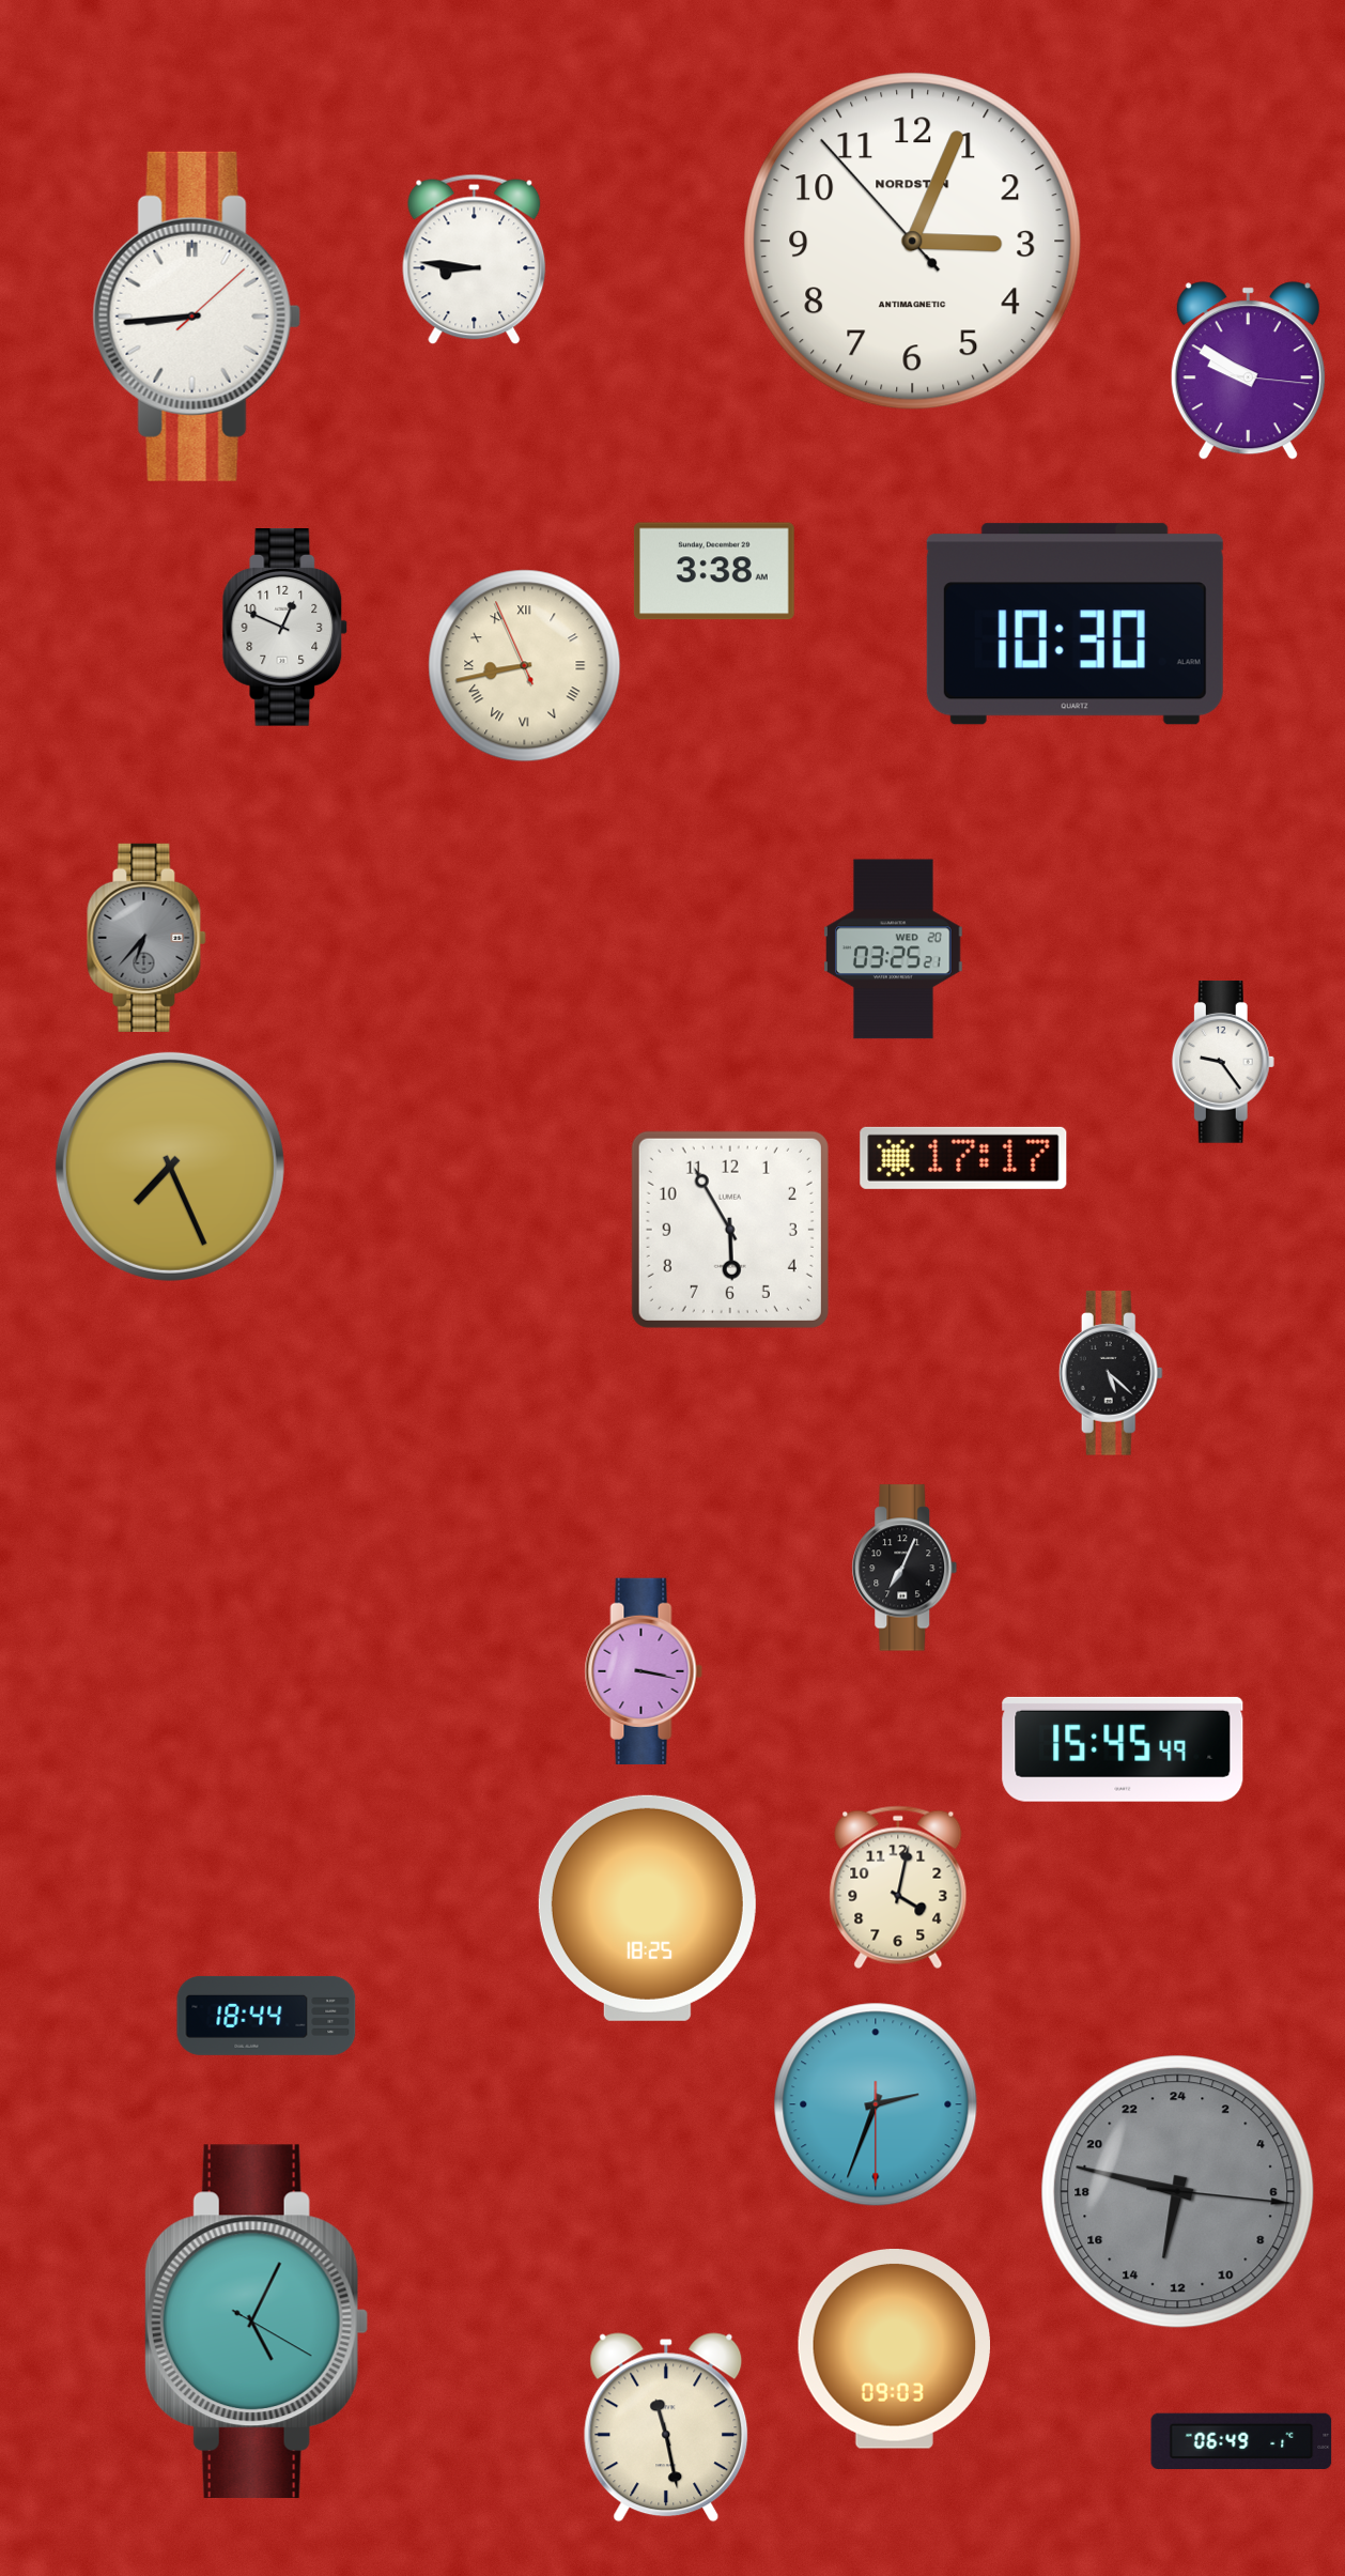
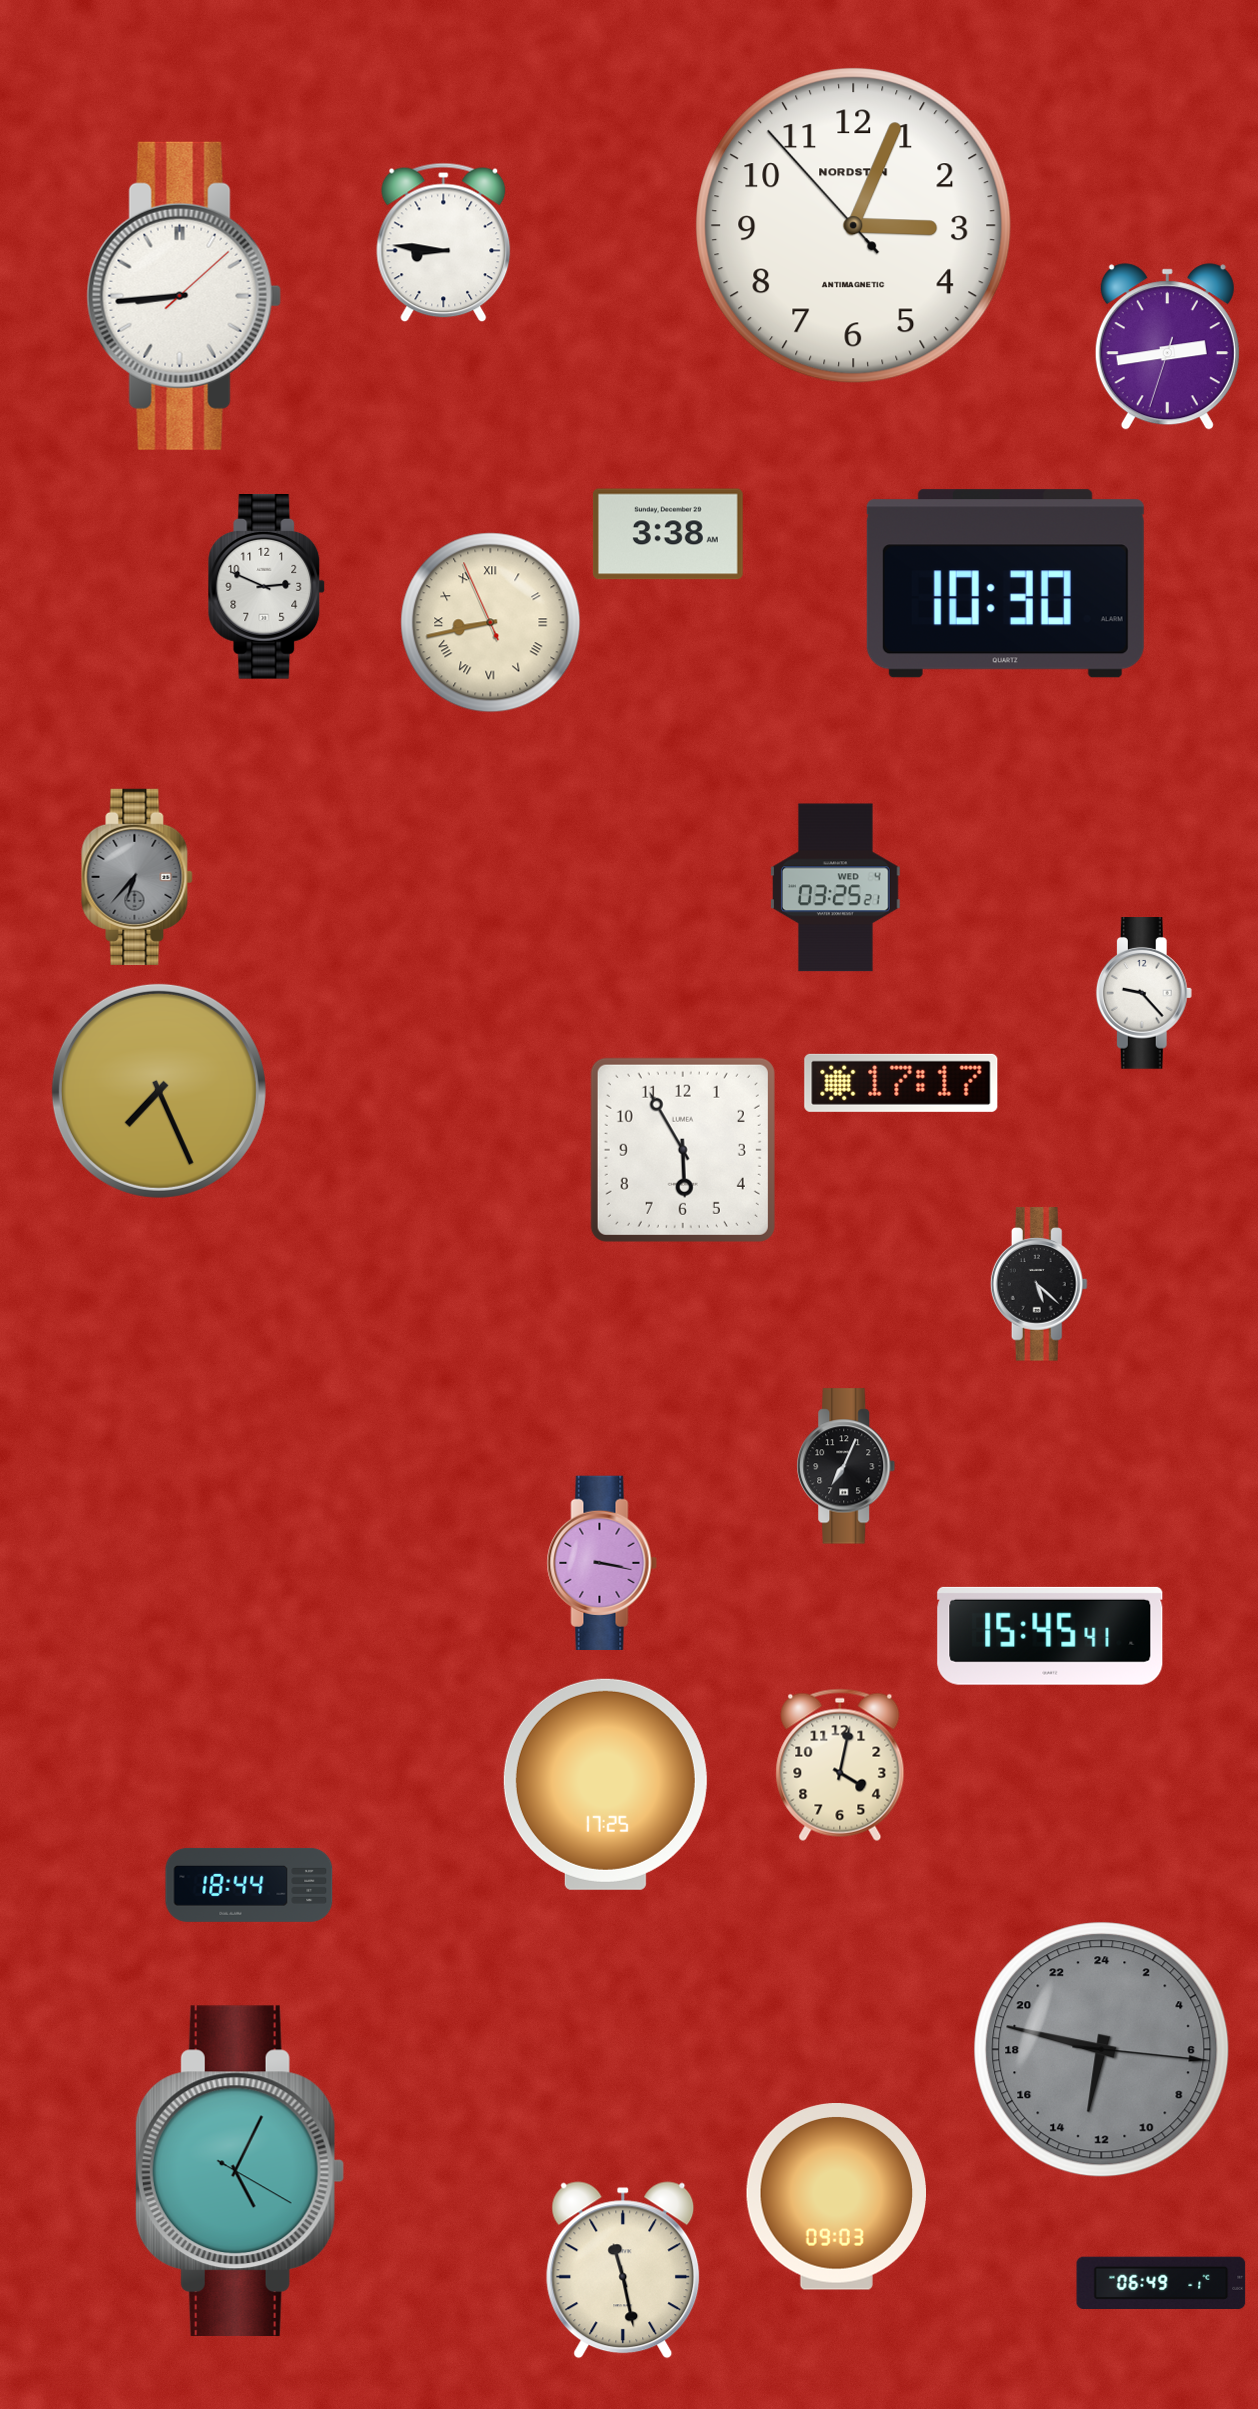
clock at (1248, 371): 9:50 -> 2:43
clock at (285, 628): 12:49 -> 2:49
clock at (894, 950) date: WED 20 -> WED 4
clock at (1223, 1062): 9:24 -> 9:23
clock at (1123, 1749): 15:45:49 -> 15:45:41
clock at (647, 1908): 18:25 -> 17:25
clock at (876, 2104): 2:33 -> none
